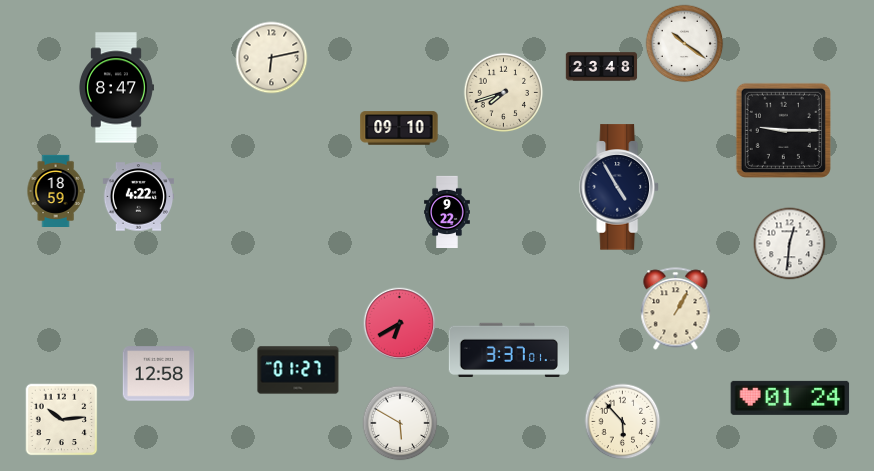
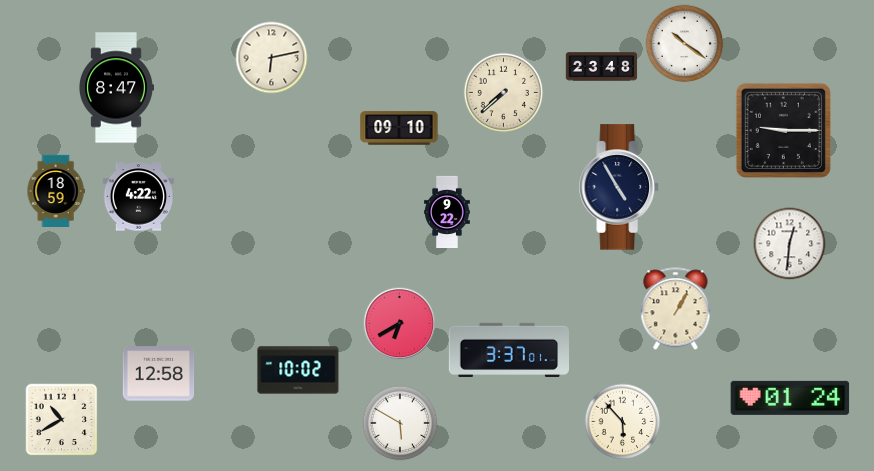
clock at (504, 93): 7:42 -> 7:38
clock at (298, 370): 01:27 -> 10:02
clock at (62, 420): 10:14 -> 10:40
